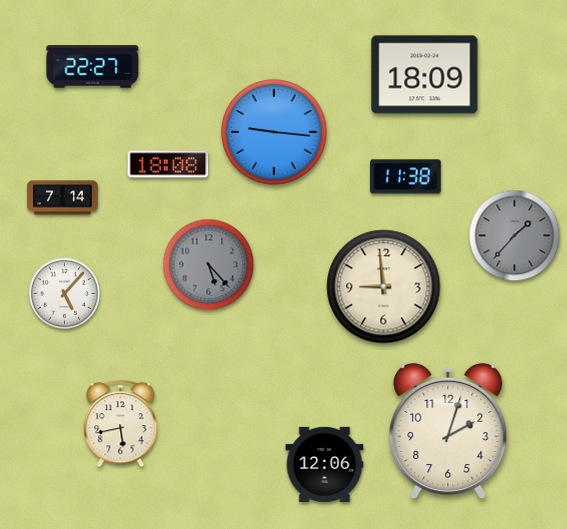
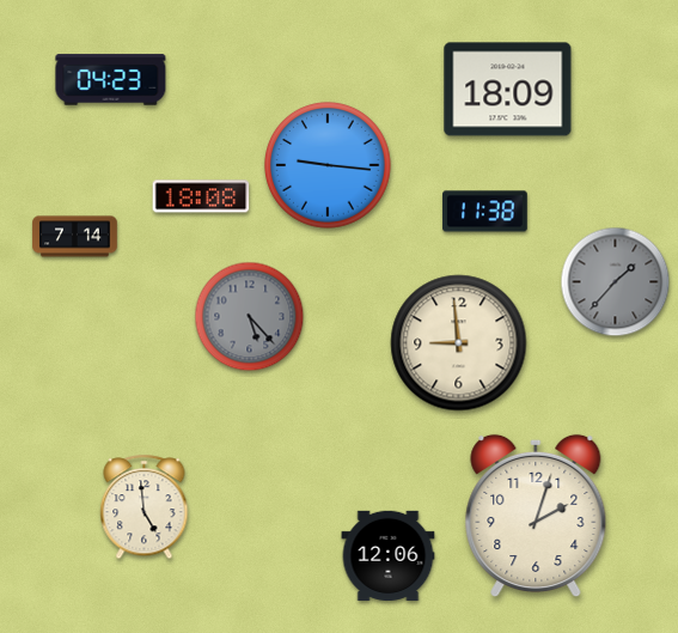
clock at (93, 67): 22:27 -> 04:23
clock at (275, 133) position: (275, 133) -> (329, 166)
clock at (64, 293): 5:07 -> none
clock at (121, 424): 5:43 -> 4:59
